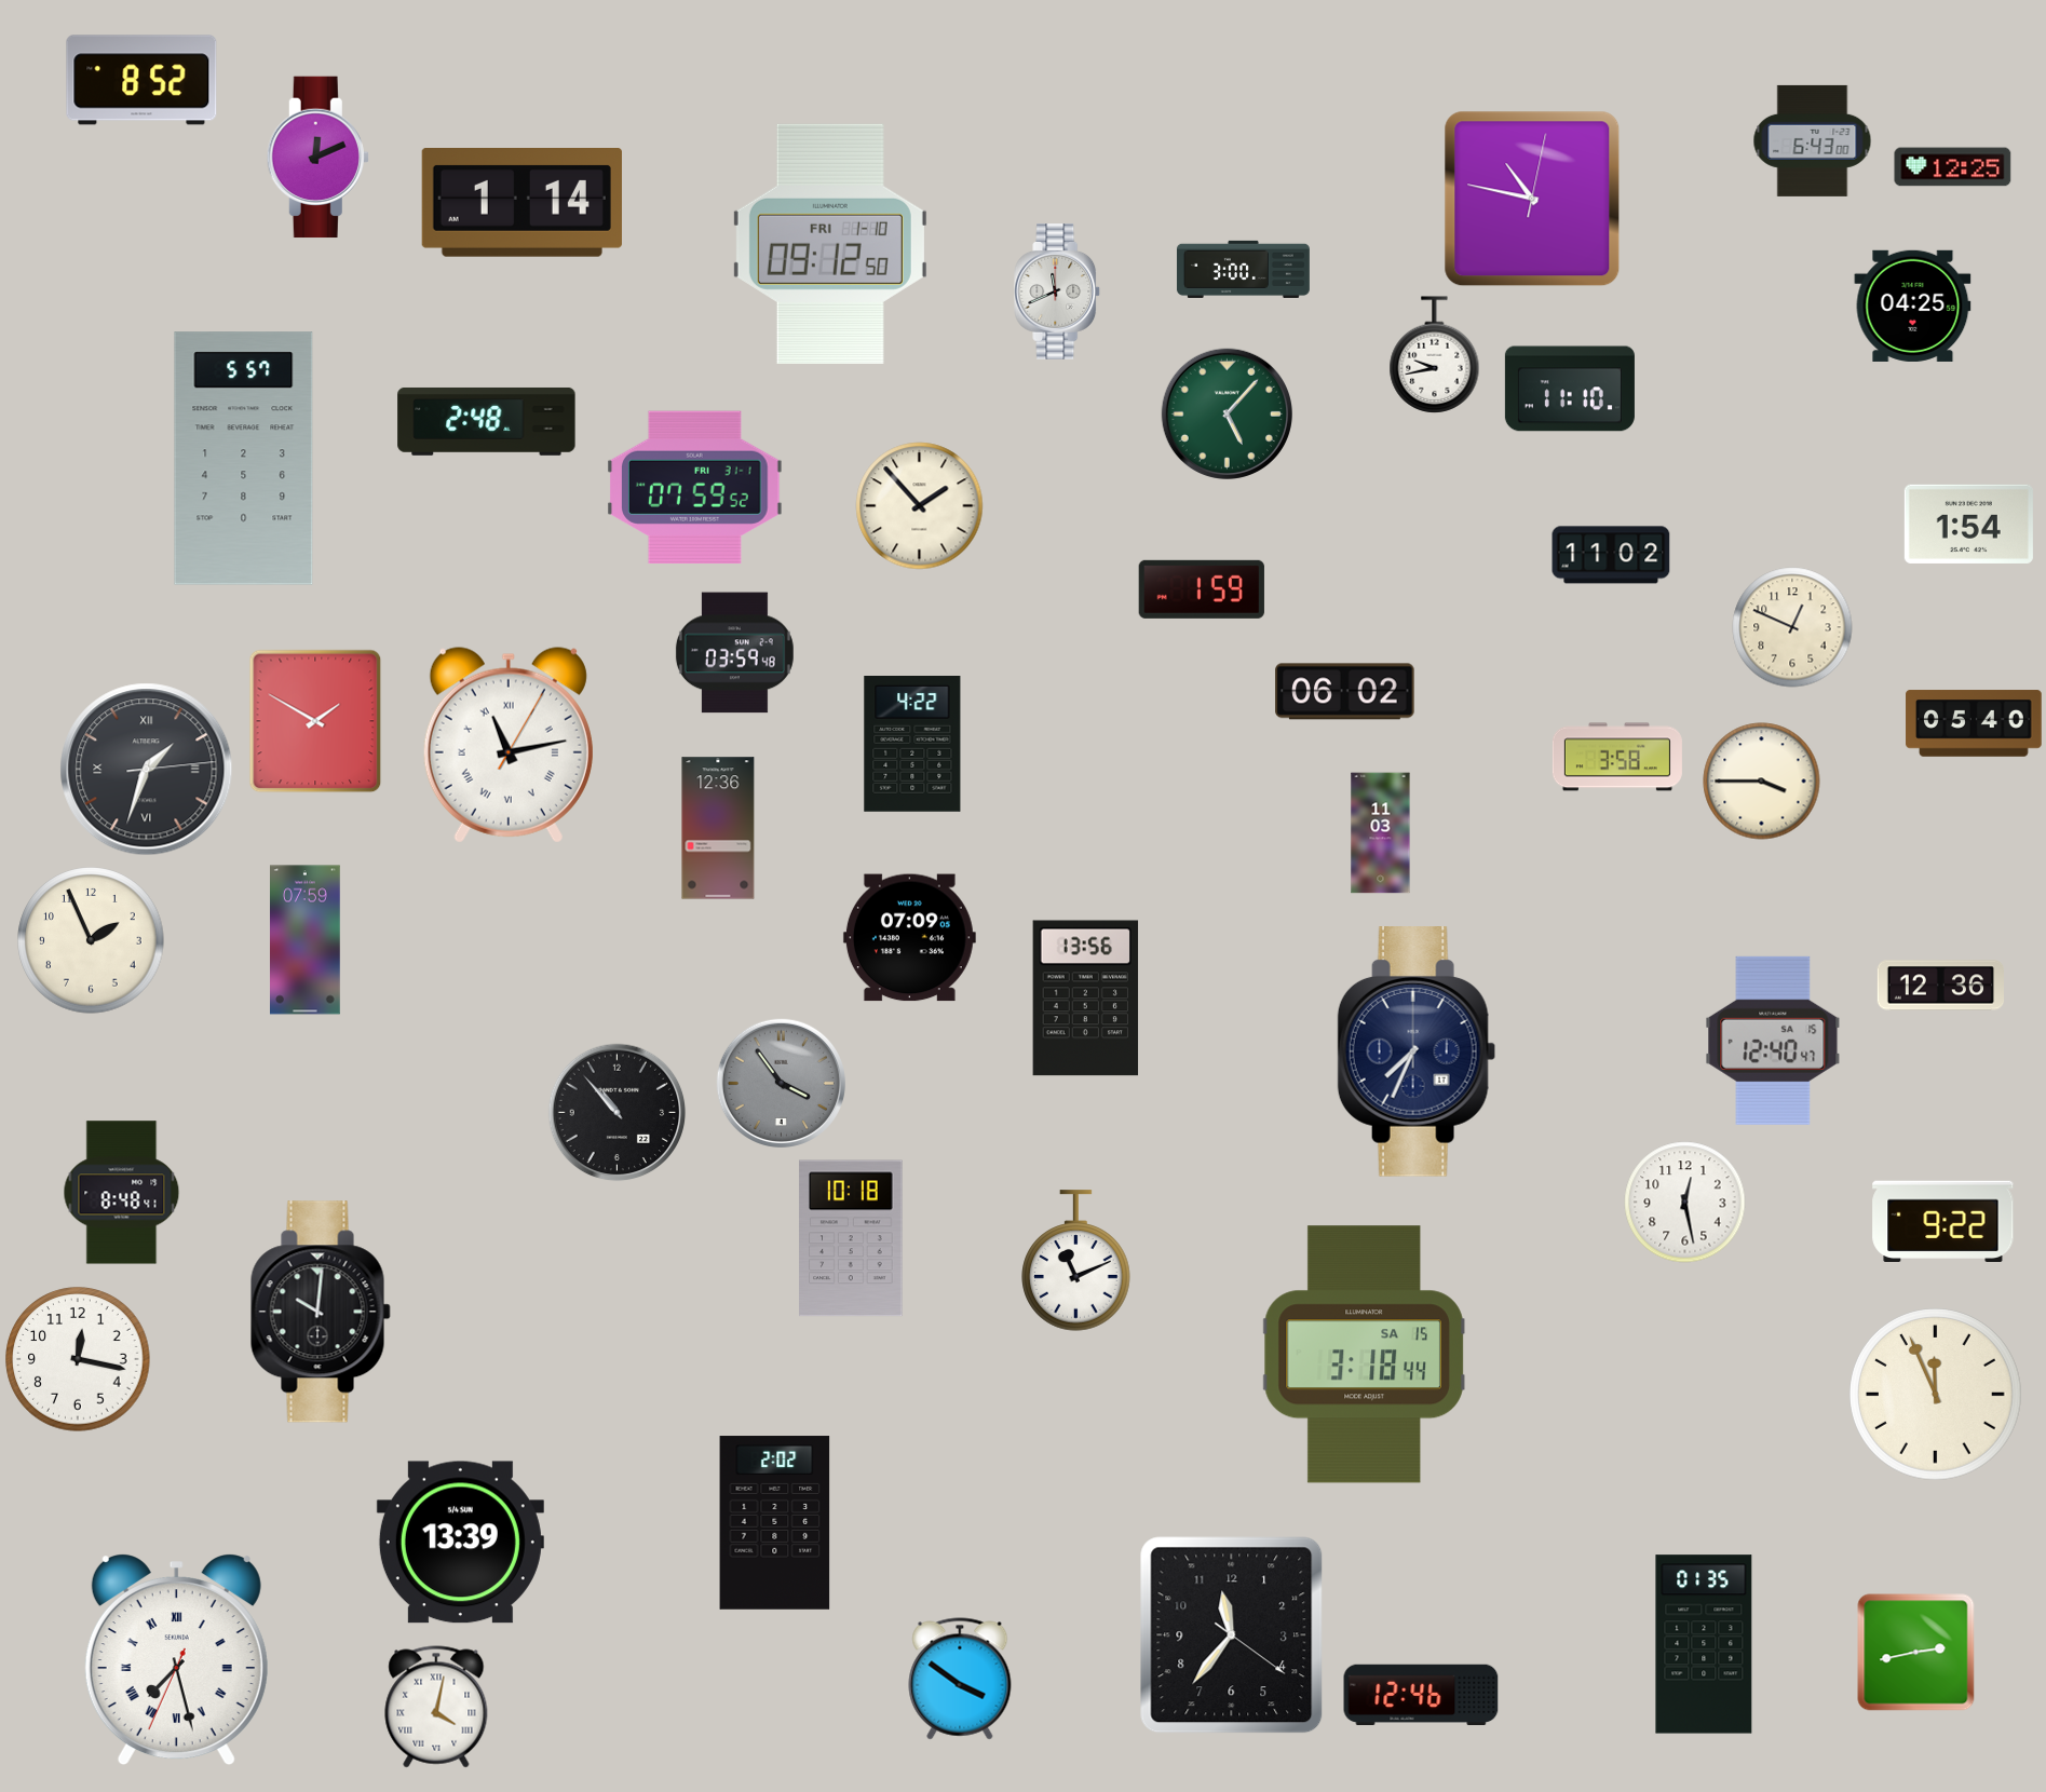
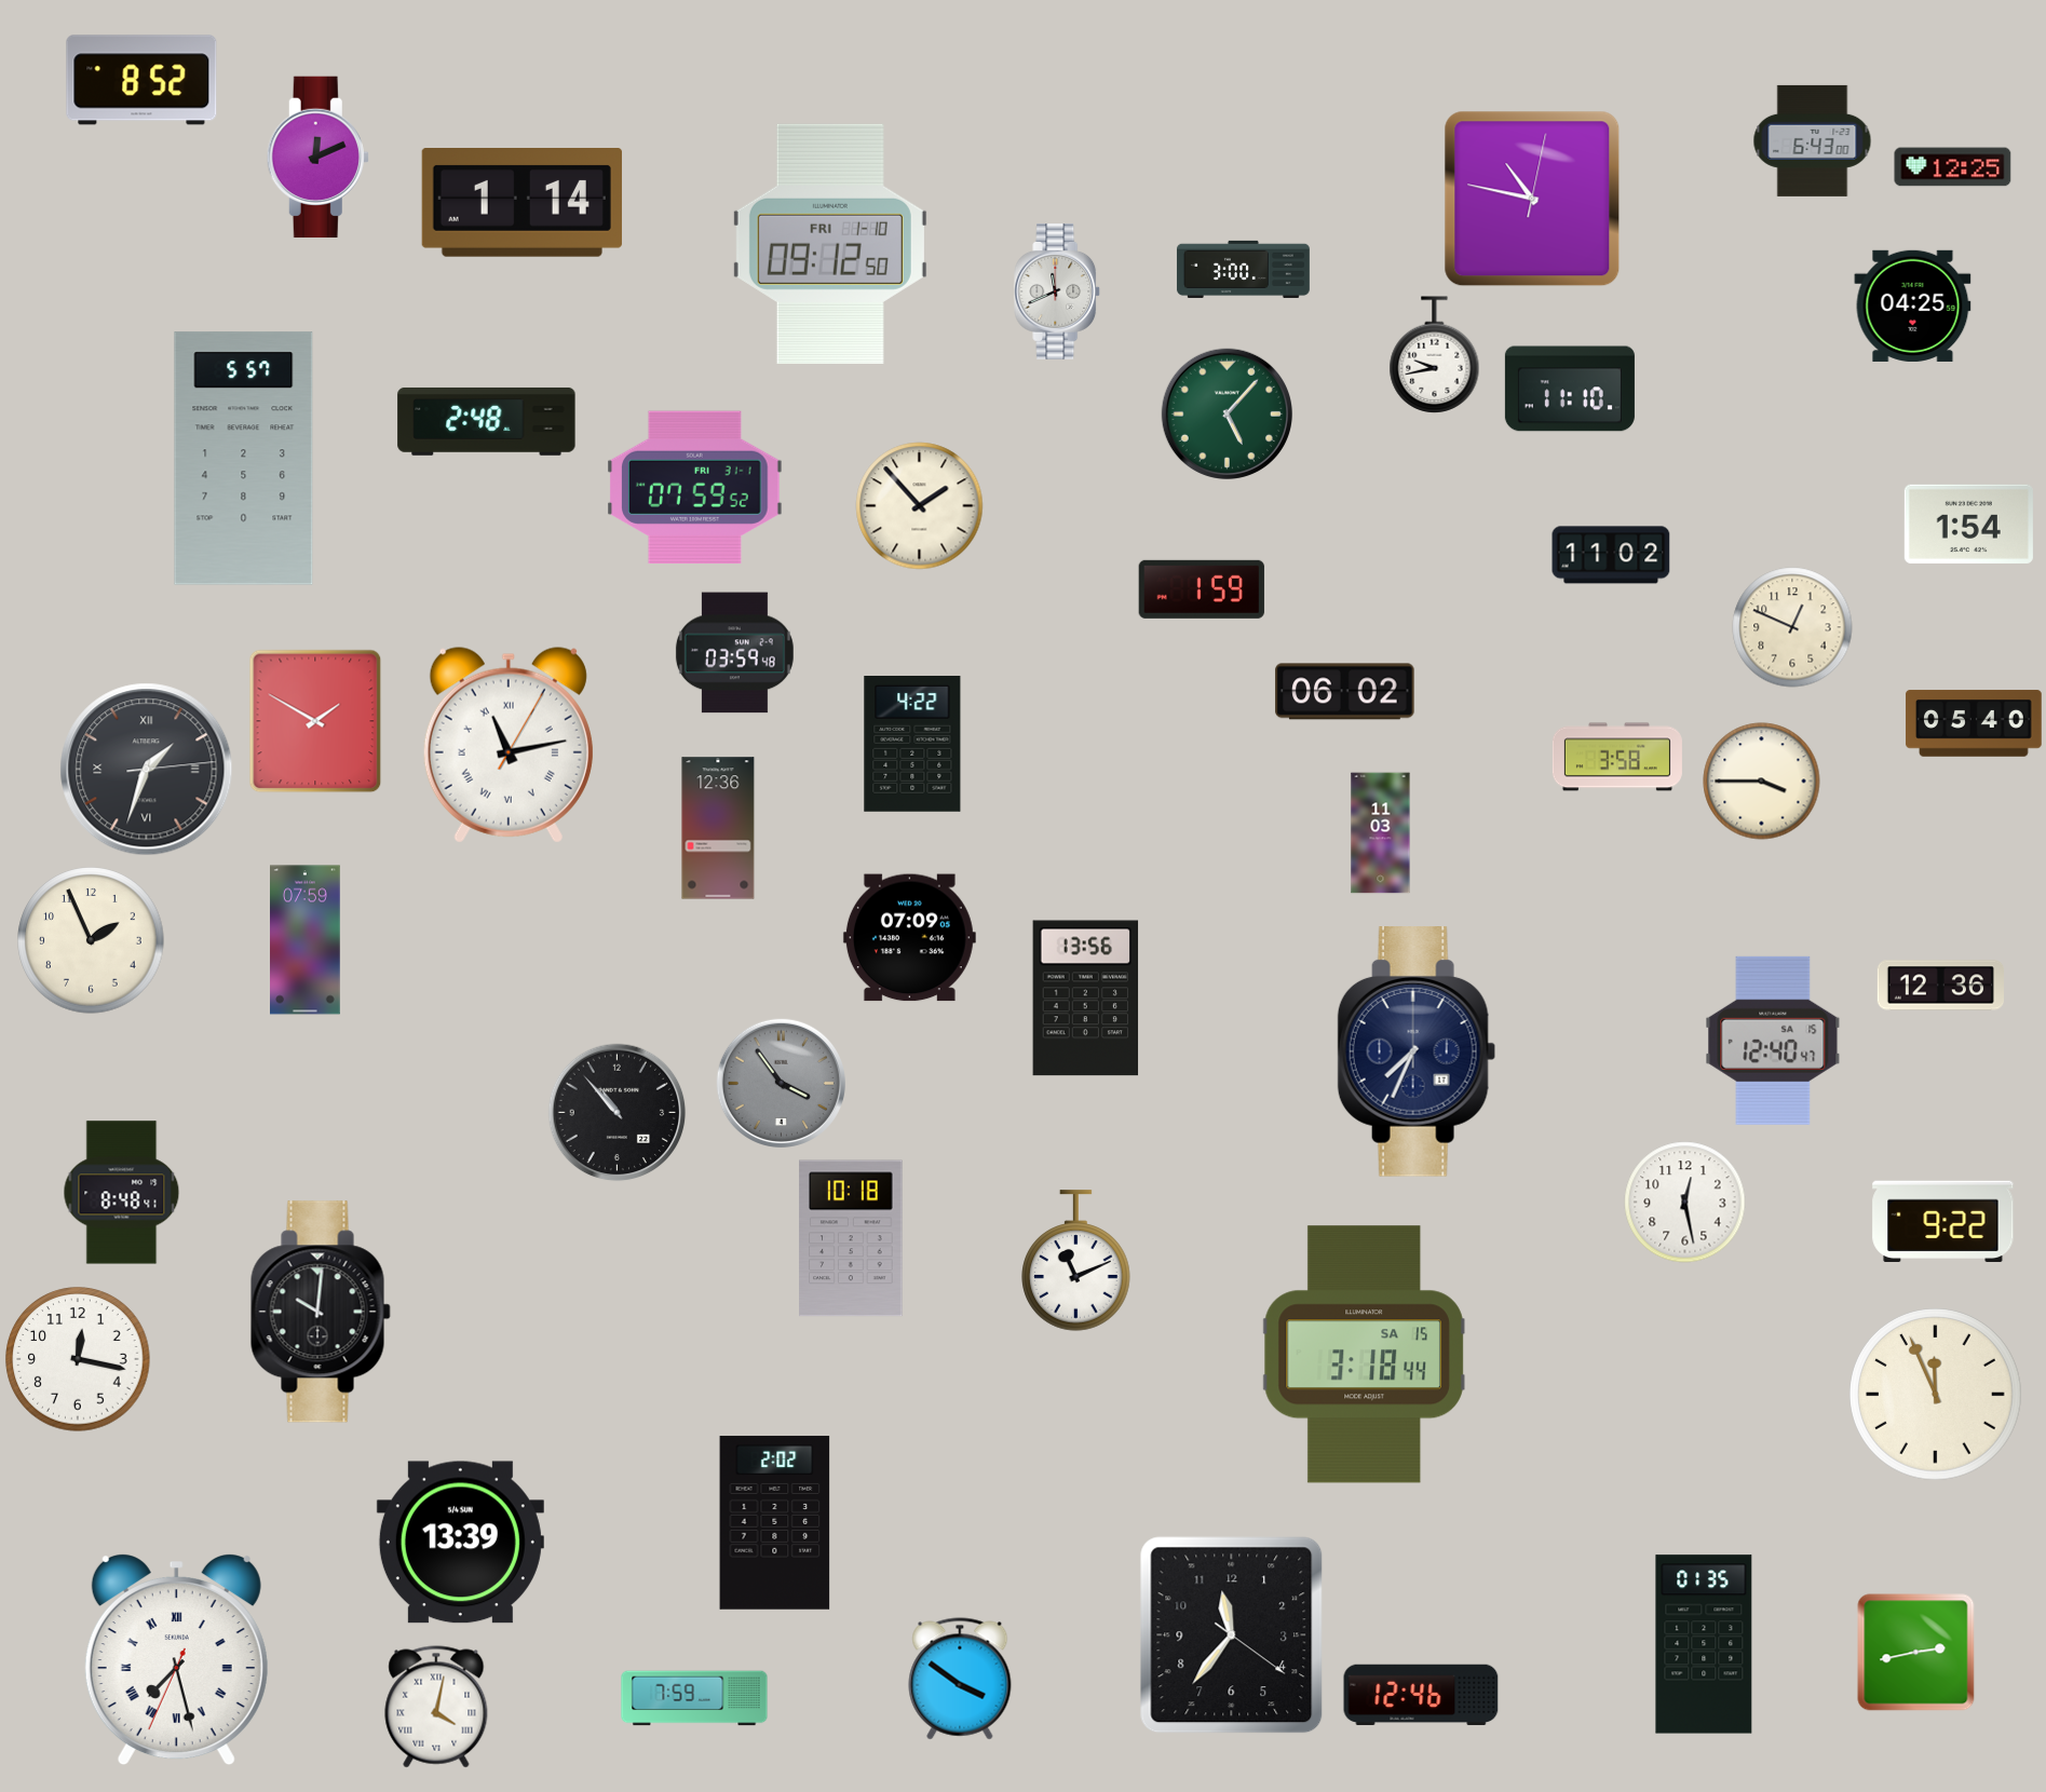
clock at (694, 1698): none -> 7:59
